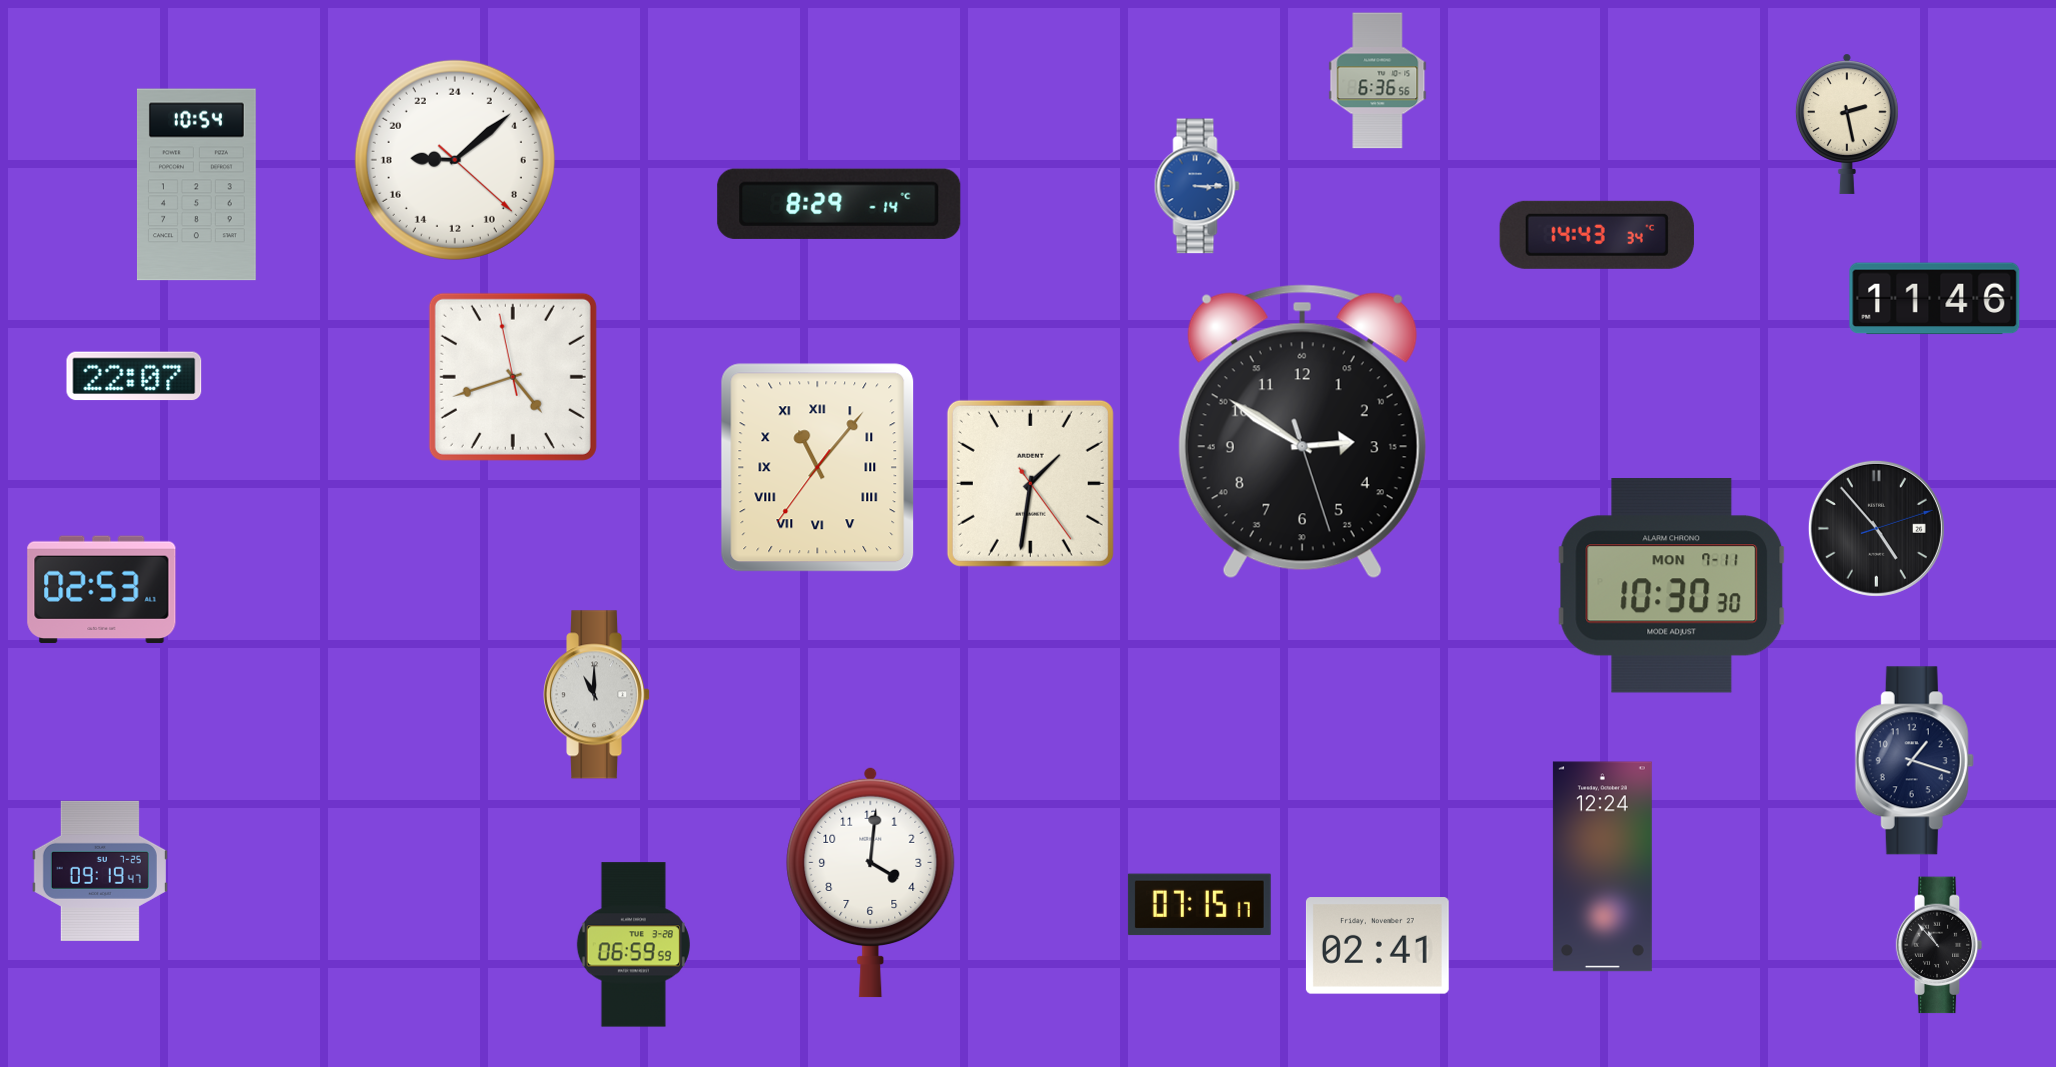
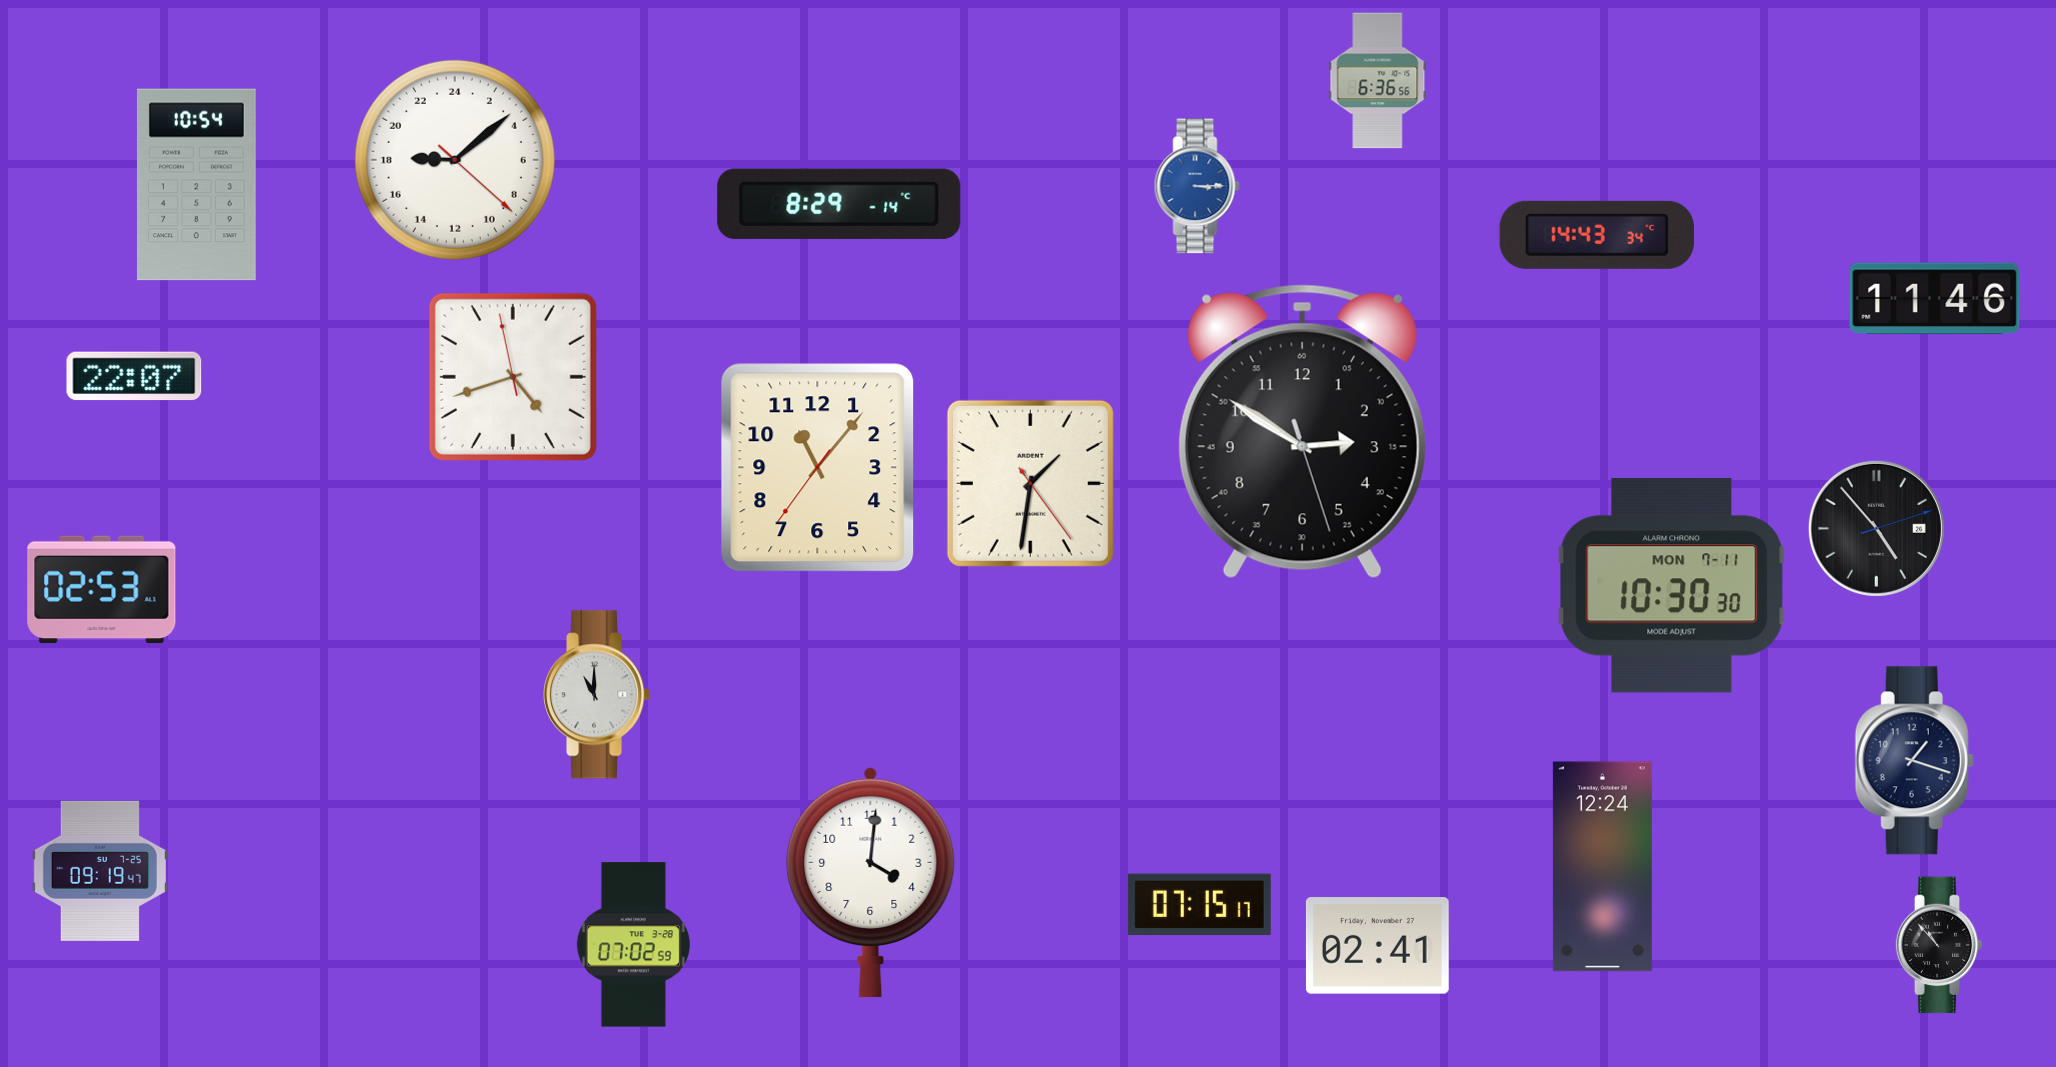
clock at (1847, 124): 2:28 -> none
clock at (818, 468) numerals: Roman -> Arabic
clock at (633, 945): 06:59 -> 07:02
